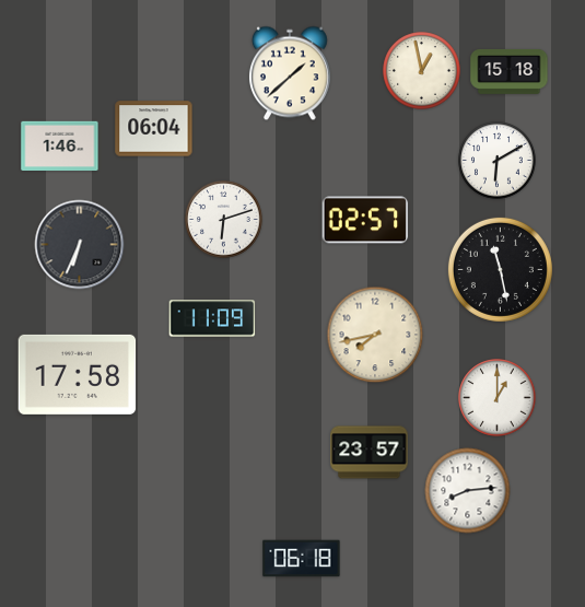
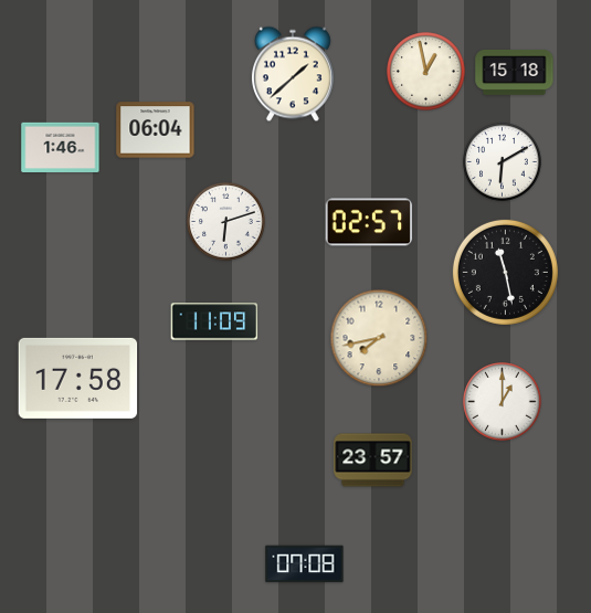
clock at (80, 245): 6:34 -> none
clock at (370, 453) position: (370, 453) -> (373, 461)
clock at (468, 491): 8:14 -> none
clock at (302, 559): 06:18 -> 07:08
